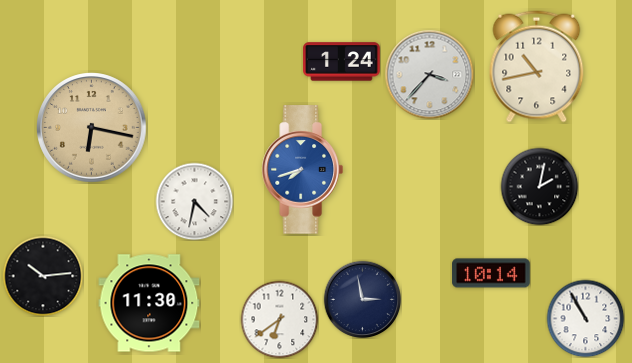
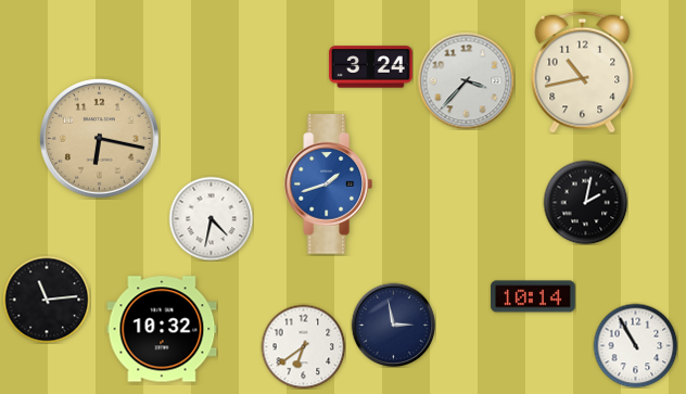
clock at (342, 62): 1:24 -> 3:24
clock at (302, 170): 7:42 -> 1:42
clock at (43, 276): 10:14 -> 11:14
clock at (149, 303): 11:30 -> 10:32
